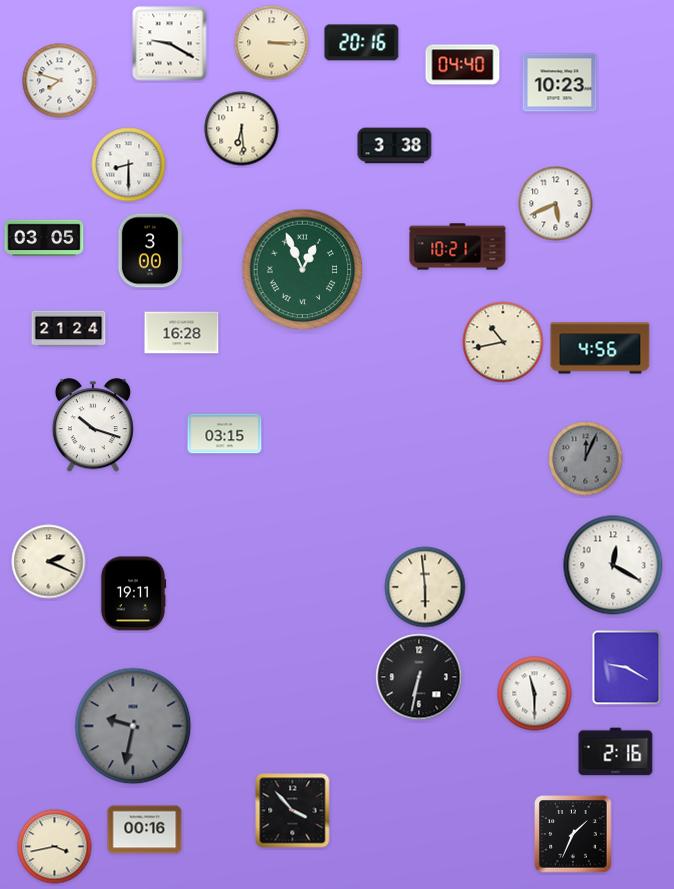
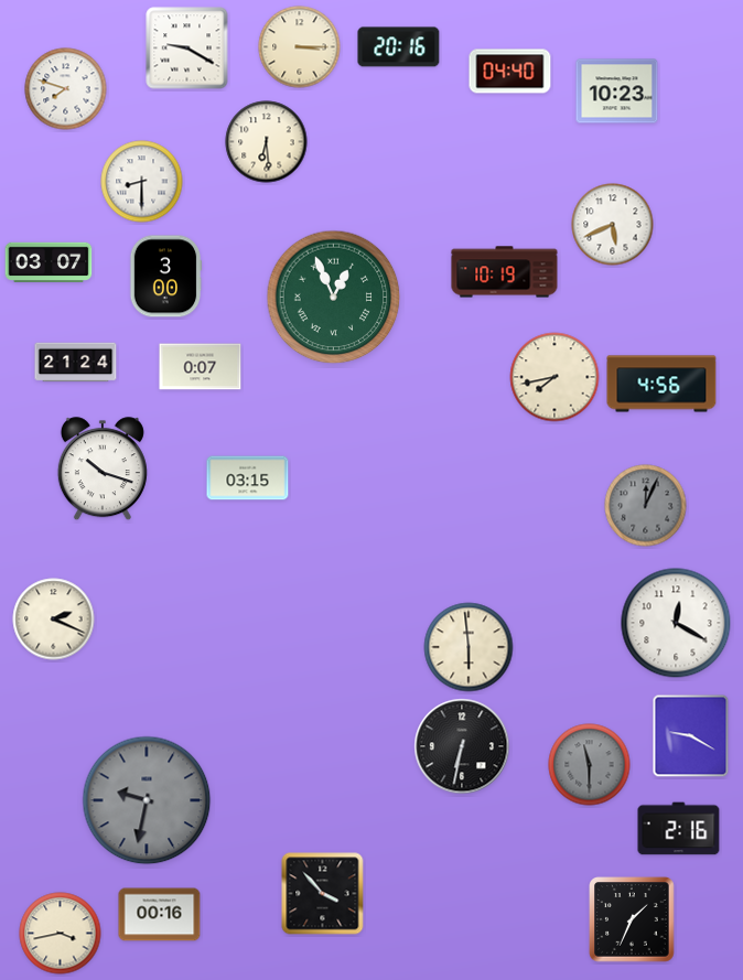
clock at (395, 146): 3:38 -> none
clock at (44, 238): 03:05 -> 03:07
clock at (458, 247): 10:21 -> 10:19
clock at (182, 333): 16:28 -> 0:07
clock at (503, 342): 10:43 -> 7:43
clock at (133, 594): 19:11 -> none
clock at (535, 694) dial: white -> grey
